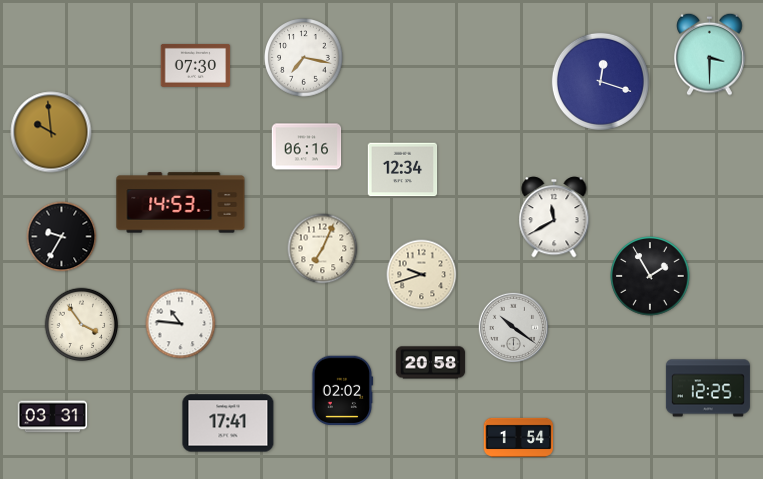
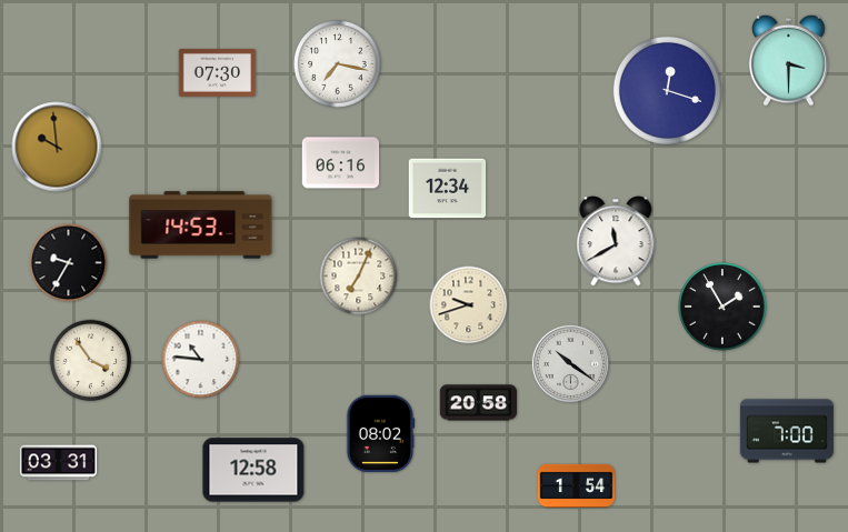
clock at (708, 388): 12:25 -> 7:00
clock at (342, 391): 02:02 -> 08:02
clock at (228, 423): 17:41 -> 12:58
